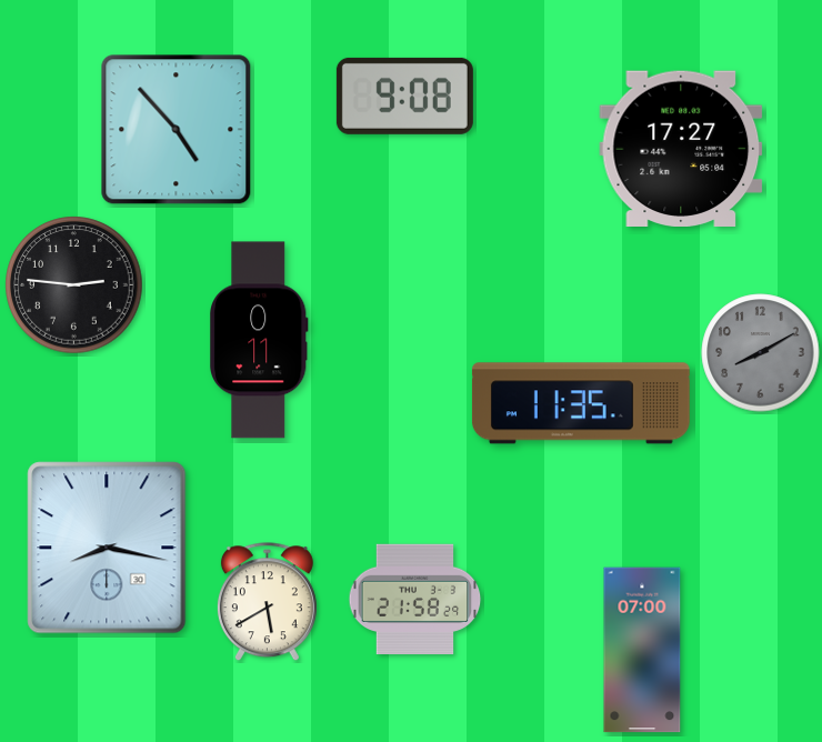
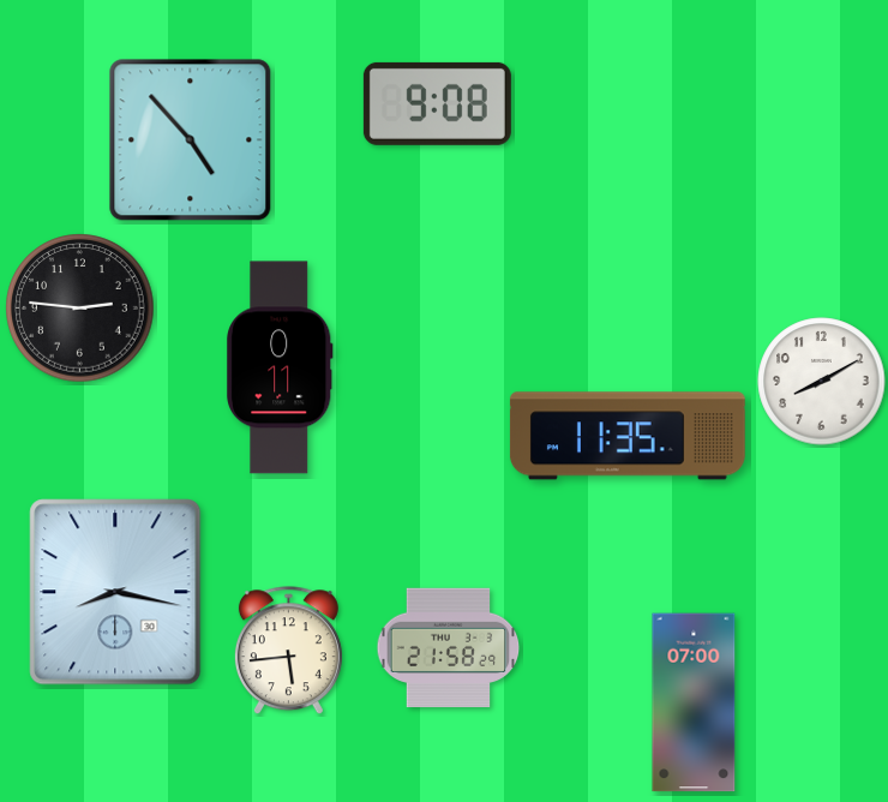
clock at (681, 149): 17:27 -> none
clock at (761, 353) dial: grey -> white
clock at (267, 602): 5:40 -> 5:44
